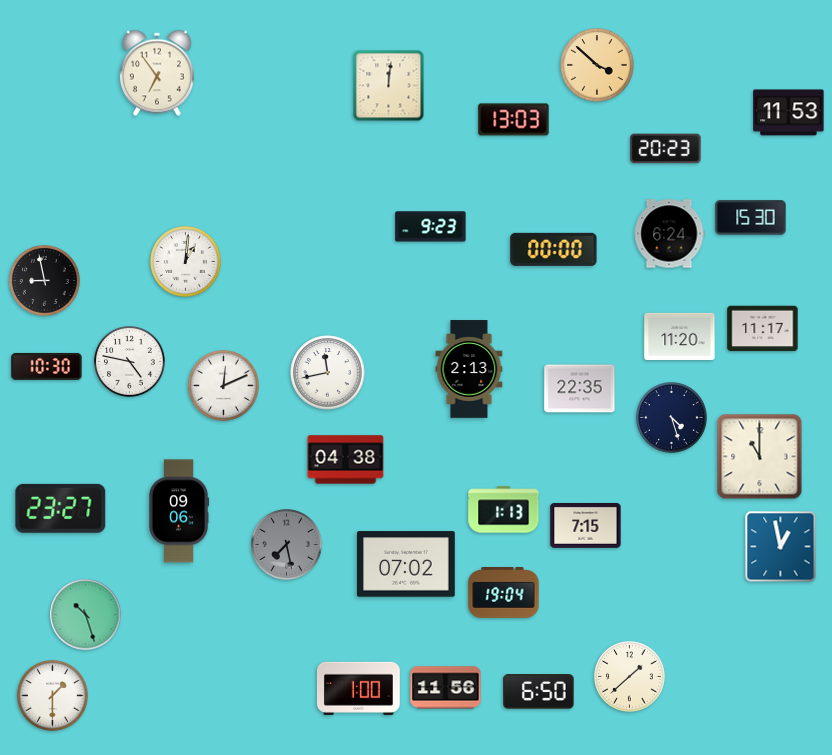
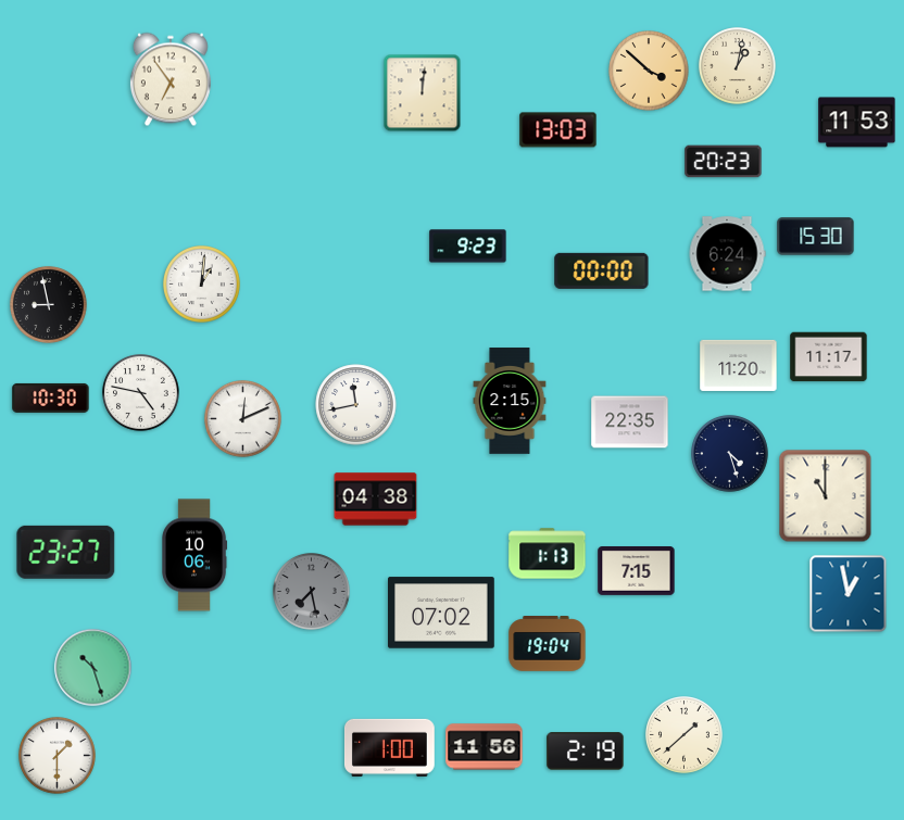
clock at (738, 66): none -> 1:02
clock at (469, 369): 2:13 -> 2:15
clock at (179, 511): 09:06 -> 10:06
clock at (539, 692): 6:50 -> 2:19
